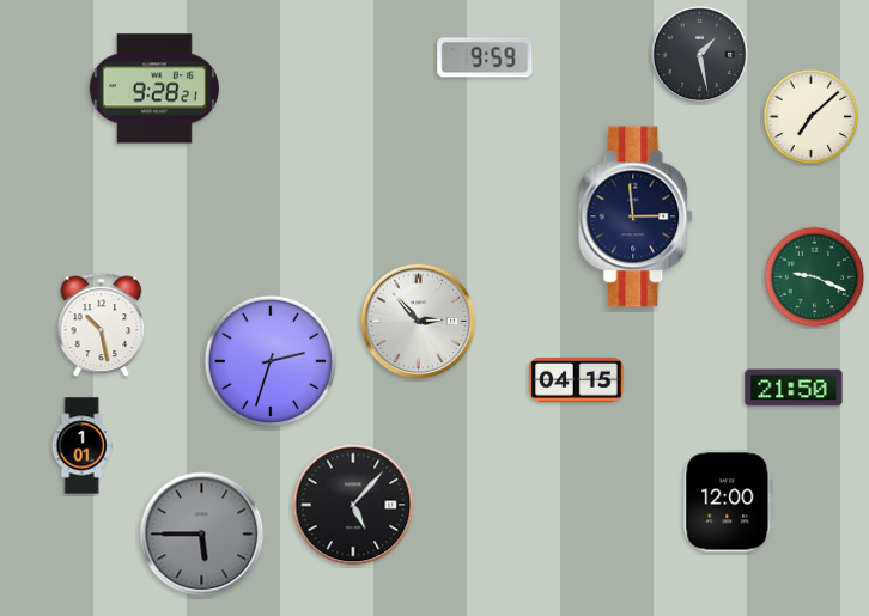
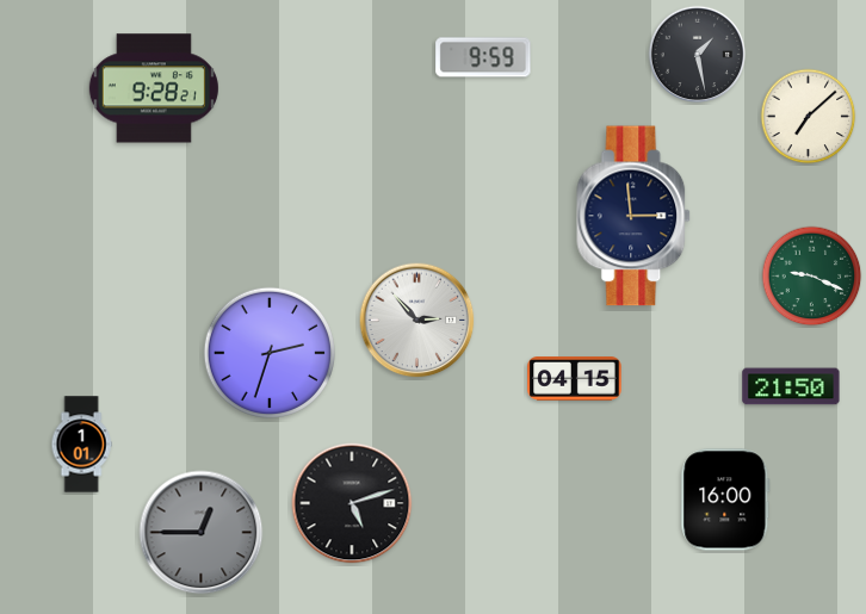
clock at (102, 325): 10:28 -> none
clock at (269, 360) position: (269, 360) -> (268, 352)
clock at (728, 501): 12:00 -> 16:00
clock at (353, 505): 5:07 -> 5:12
clock at (202, 535): 5:45 -> 12:45
